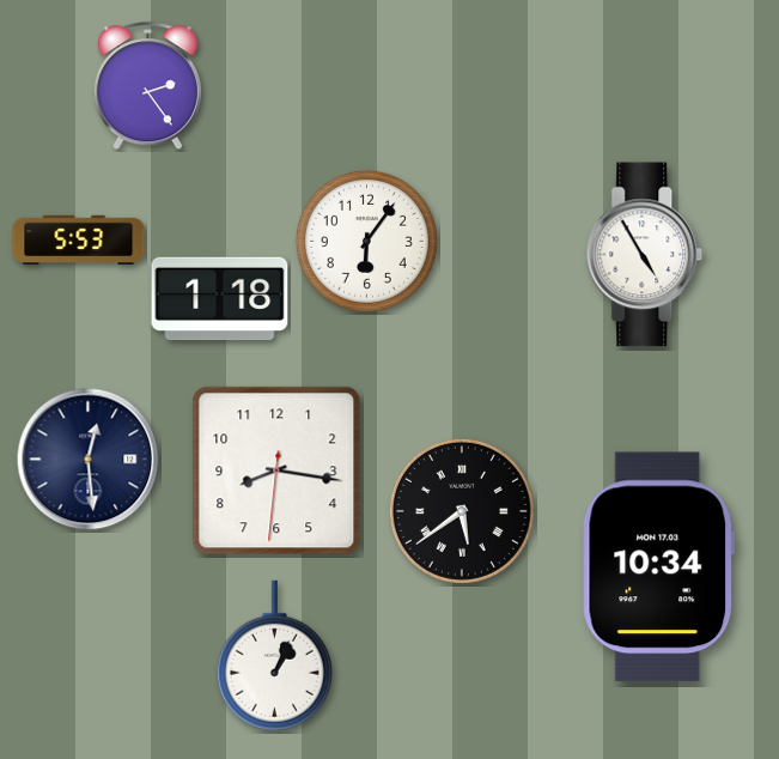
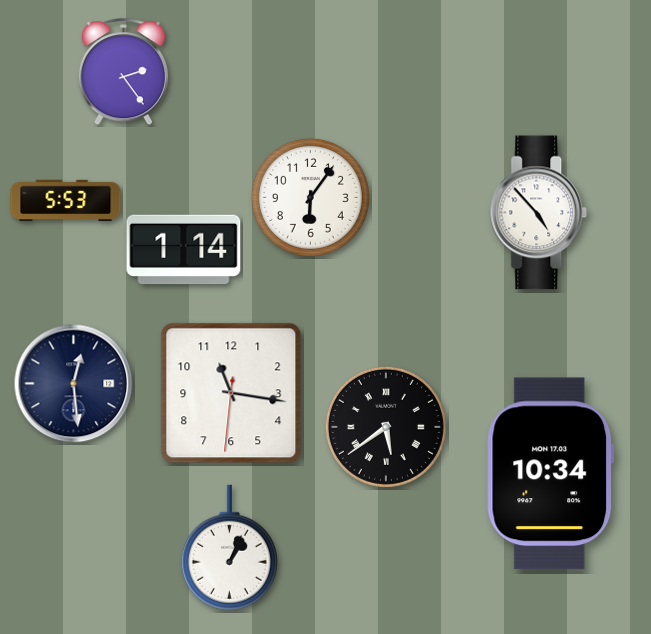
clock at (366, 241) position: (366, 241) -> (310, 197)
clock at (645, 255): 4:55 -> 4:53
clock at (220, 299): 1:18 -> 1:14
clock at (276, 470): 8:16 -> 11:16
